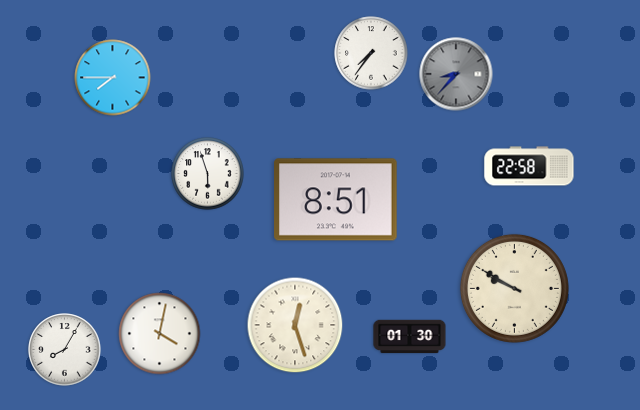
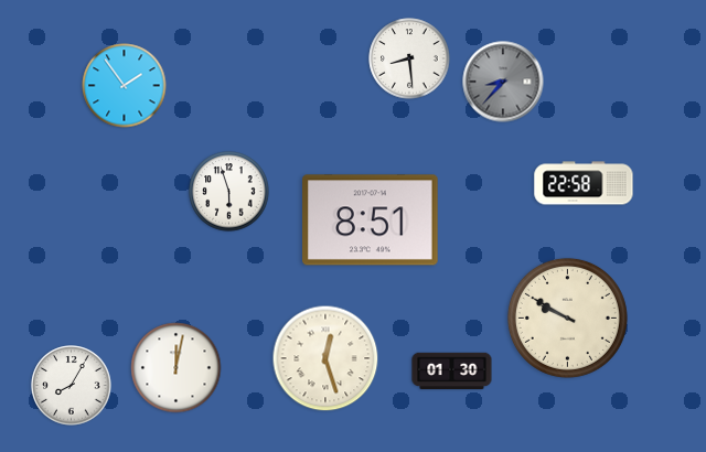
clock at (371, 53): 7:36 -> 8:29
clock at (113, 78): 7:45 -> 1:54
clock at (160, 334): 4:02 -> 12:02
